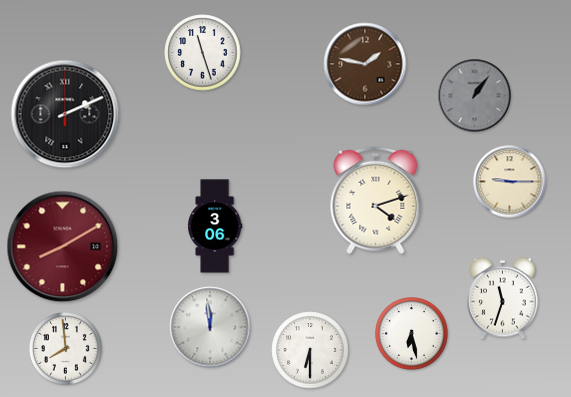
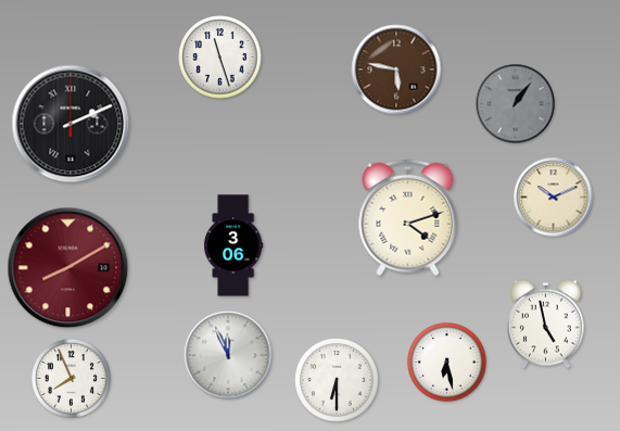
clock at (365, 64): 1:47 -> 5:47
clock at (510, 182): 9:15 -> 10:11
clock at (503, 298): 11:33 -> 4:58
clock at (210, 327): 11:59 -> 11:56
clock at (66, 349): 7:59 -> 7:56
